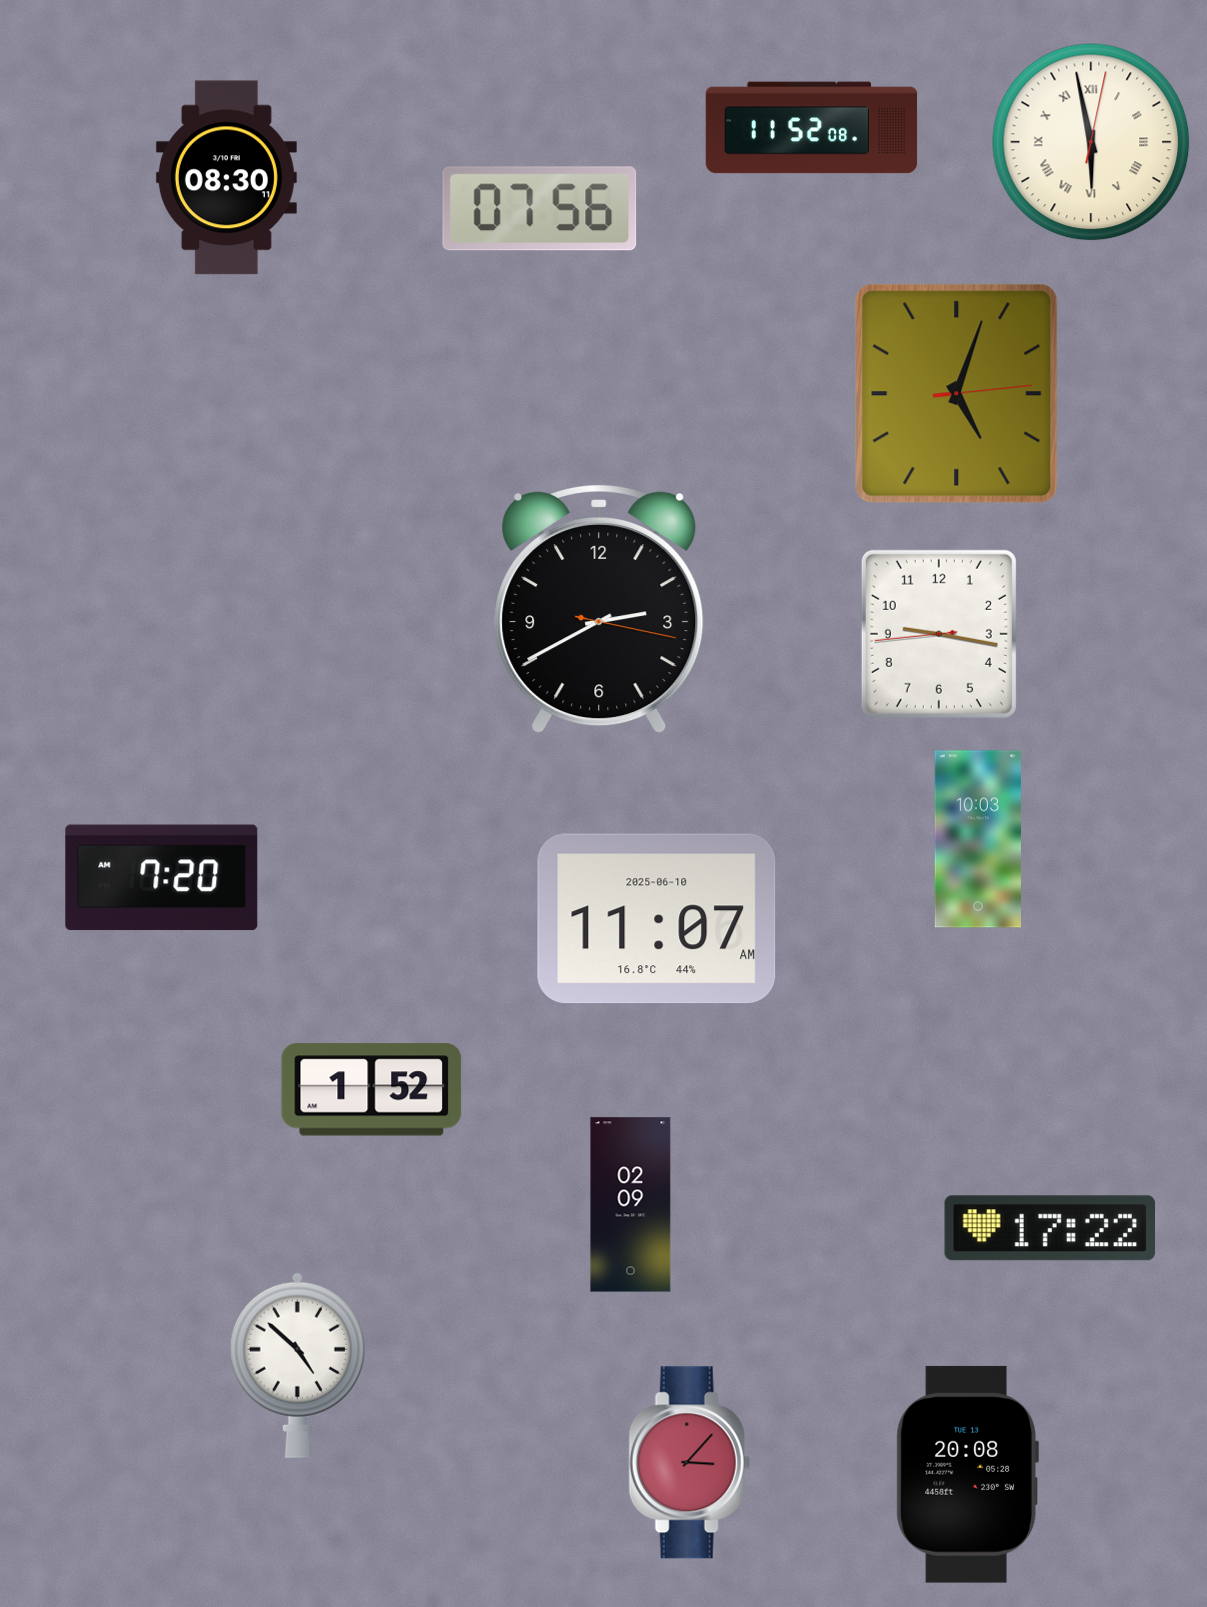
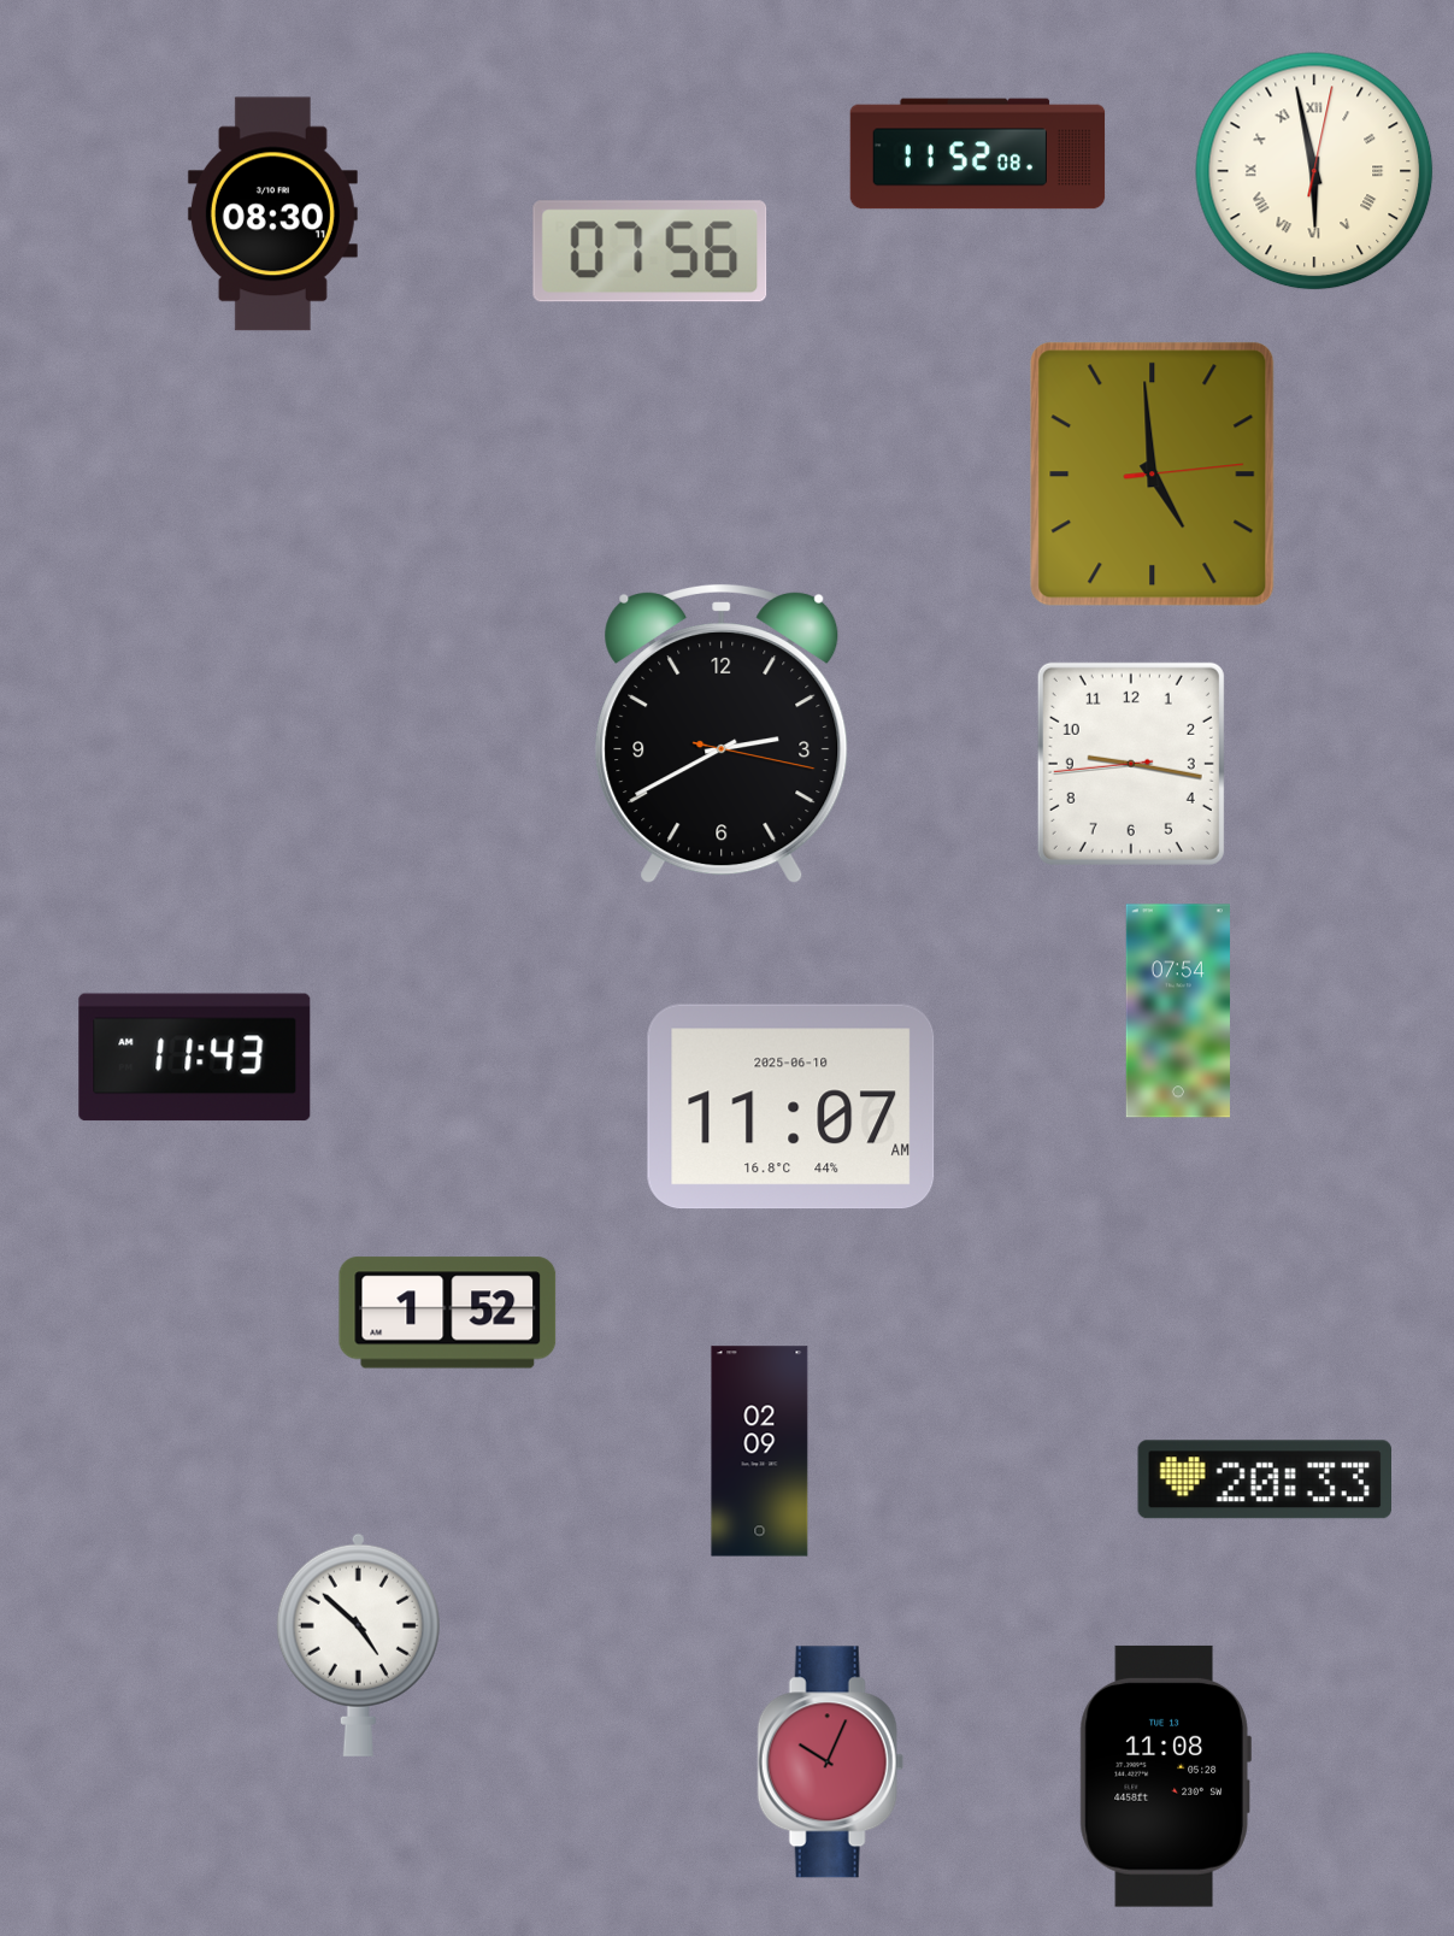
clock at (957, 394): 5:03 -> 4:59
clock at (978, 839): 10:03 -> 07:54
clock at (162, 878): 7:20 -> 11:43
clock at (1049, 1228): 17:22 -> 20:33
clock at (689, 1463): 3:07 -> 10:04
clock at (967, 1474): 20:08 -> 11:08
